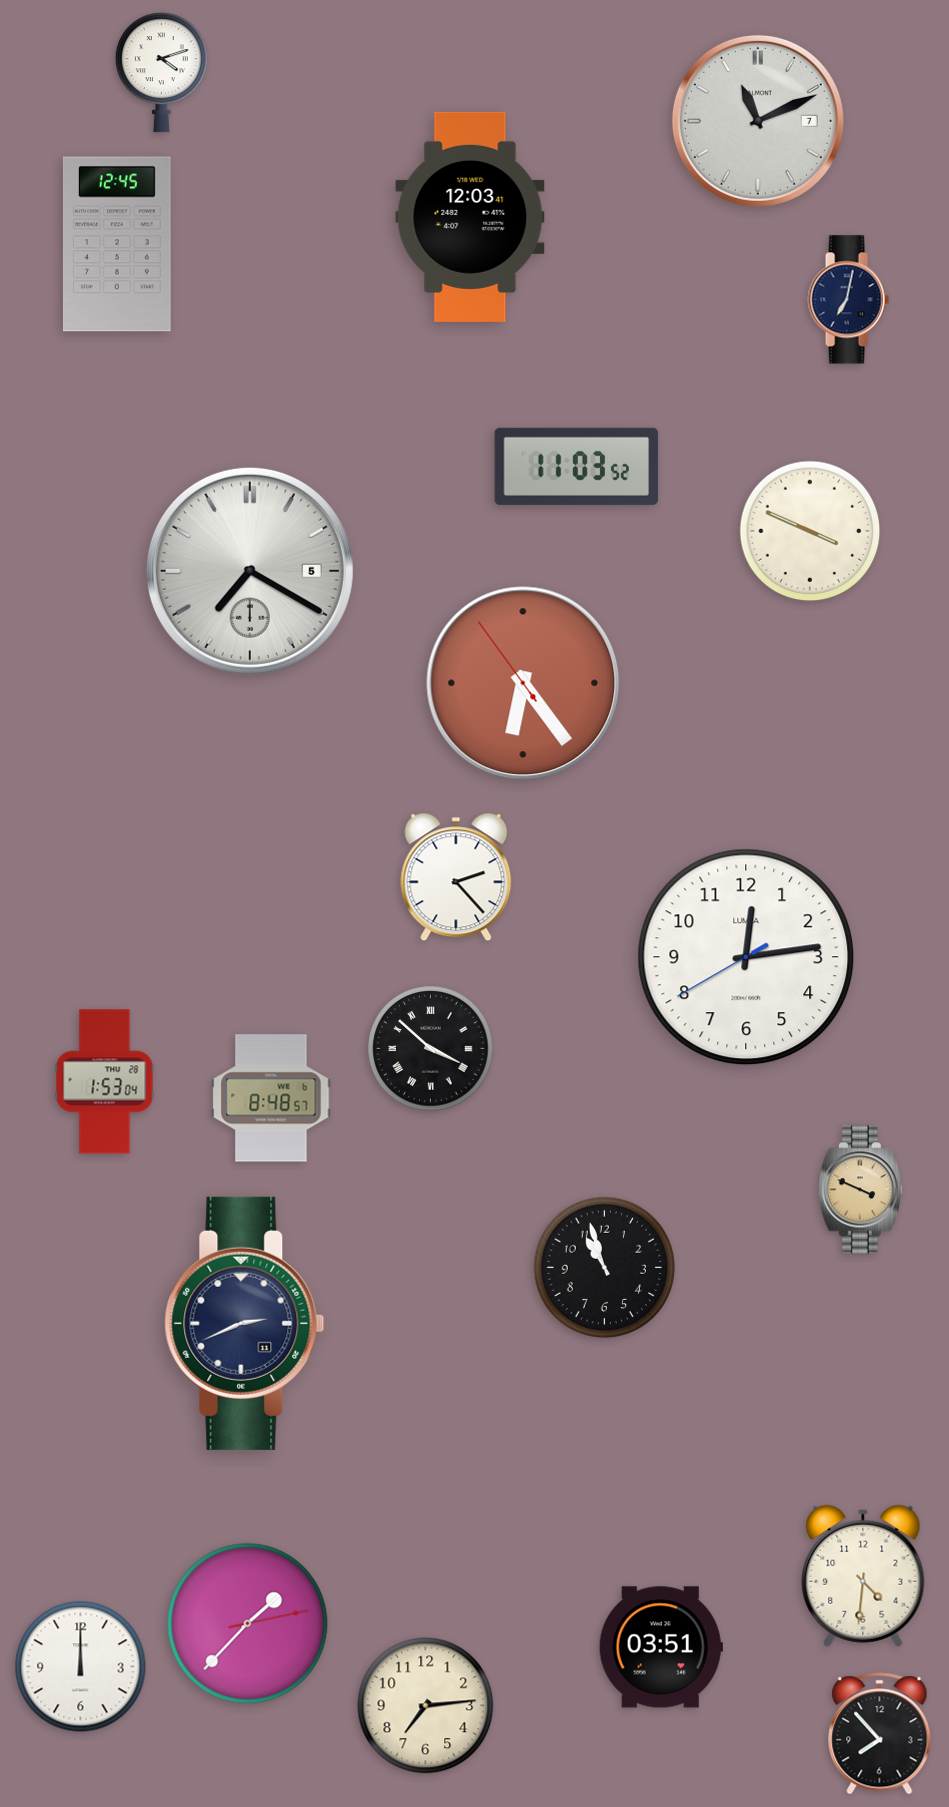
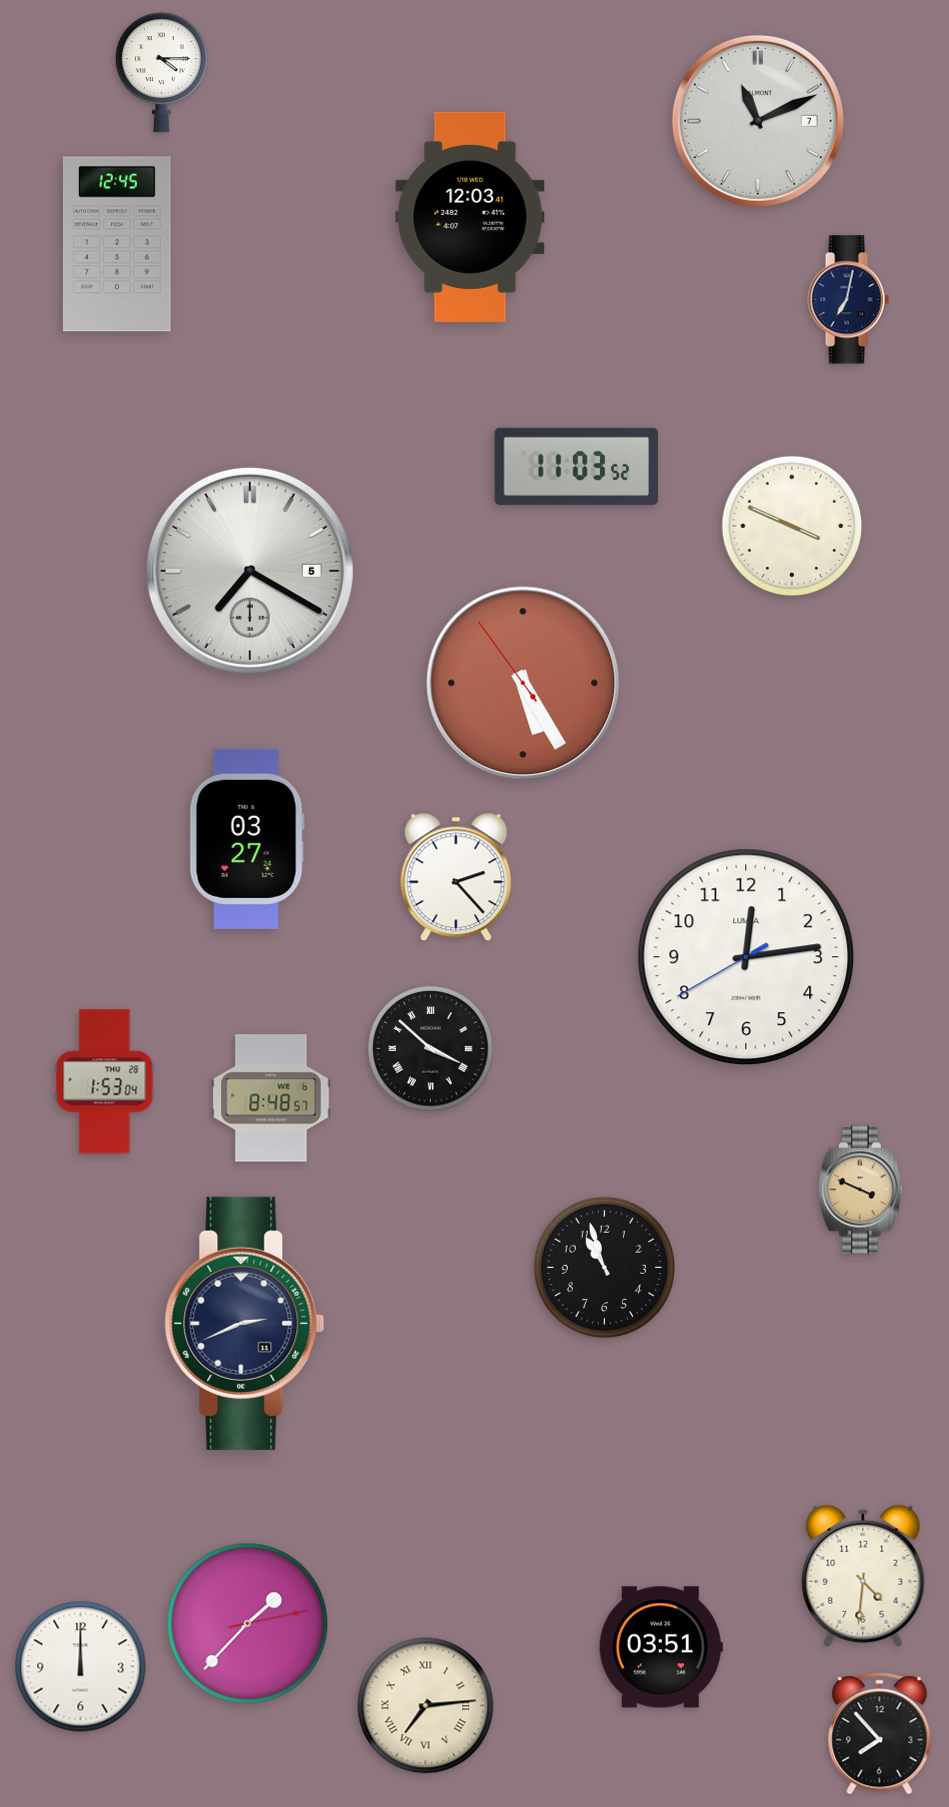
clock at (161, 73): 4:12 -> 4:15
clock at (810, 531) position: (810, 531) -> (792, 526)
clock at (523, 683): 6:23 -> 5:24
clock at (247, 839): none -> 03:27
clock at (426, 1706) numerals: Arabic -> Roman
